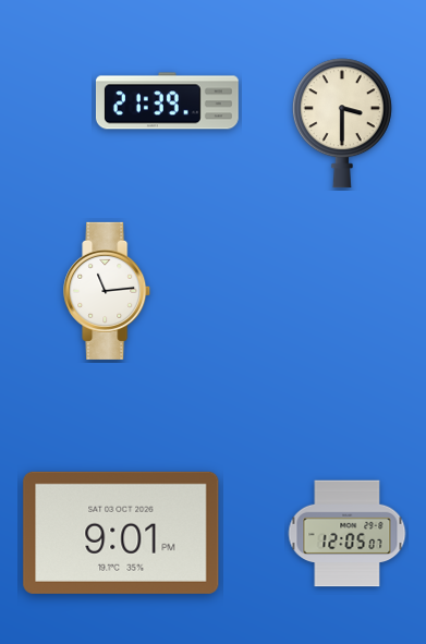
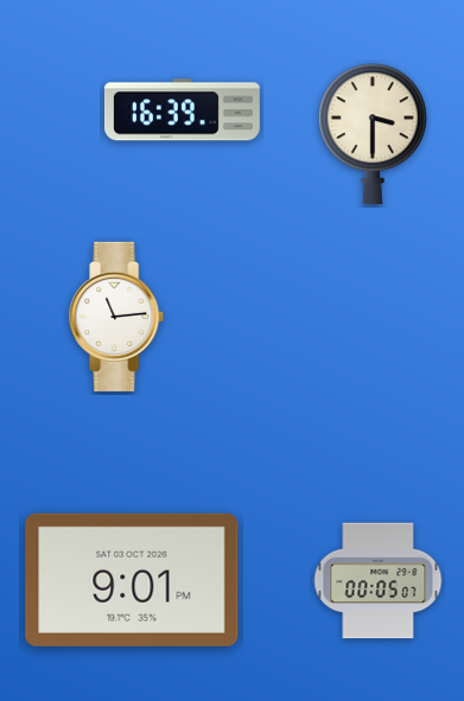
clock at (167, 101): 21:39 -> 16:39
clock at (348, 534): 12:05 -> 00:05
